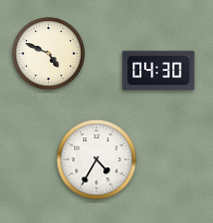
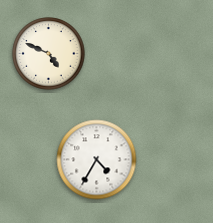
clock at (159, 71): 04:30 -> none
